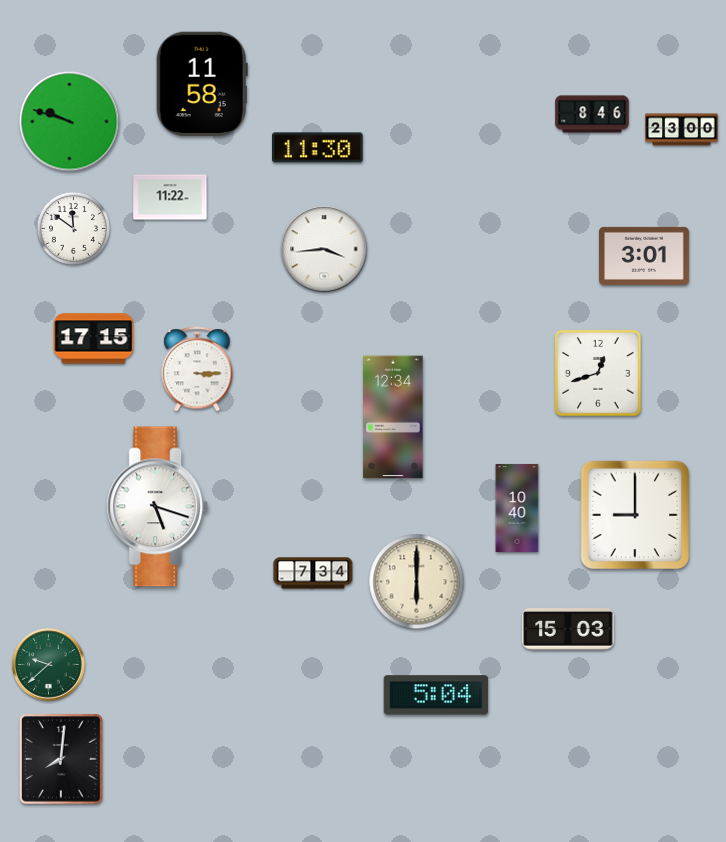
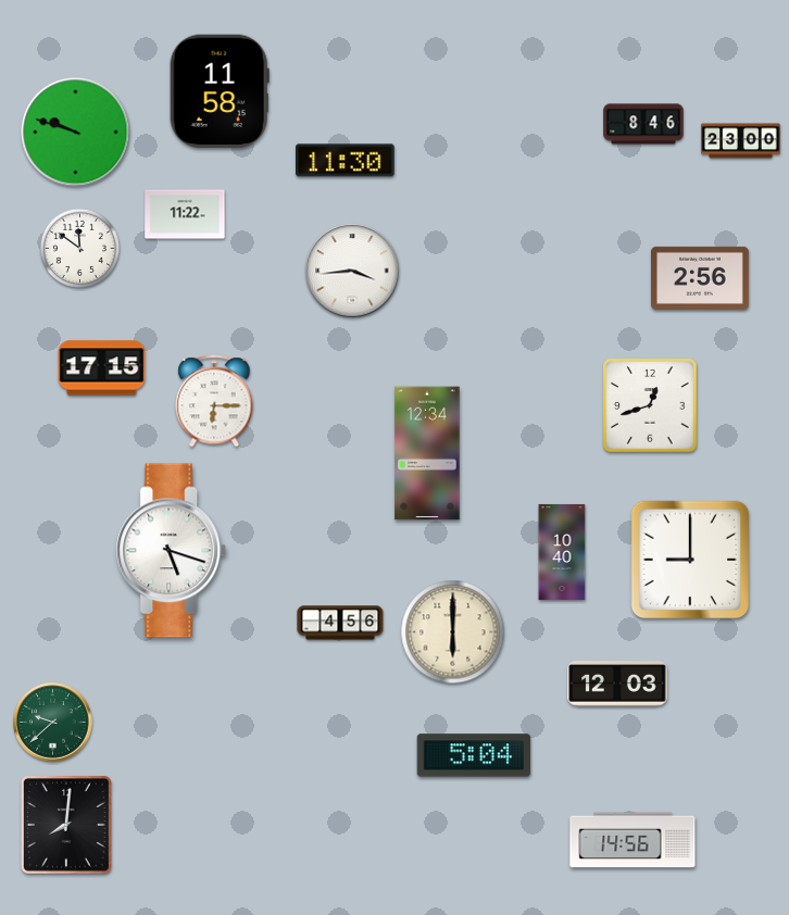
clock at (645, 256): 3:01 -> 2:56
clock at (197, 369): 3:15 -> 6:15
clock at (313, 573): 7:34 -> 4:56
clock at (568, 629): 15:03 -> 12:03
clock at (633, 840): none -> 14:56
